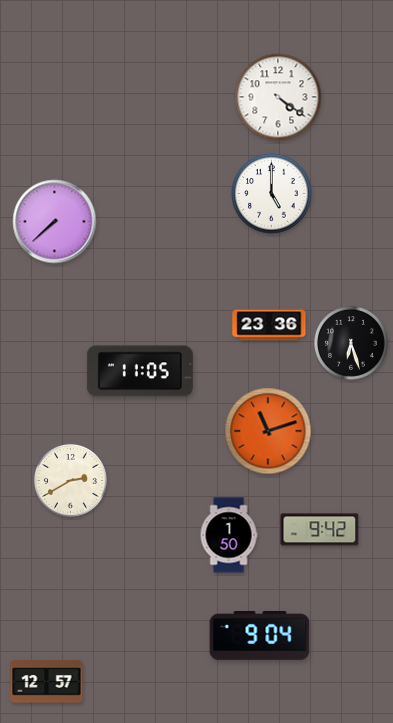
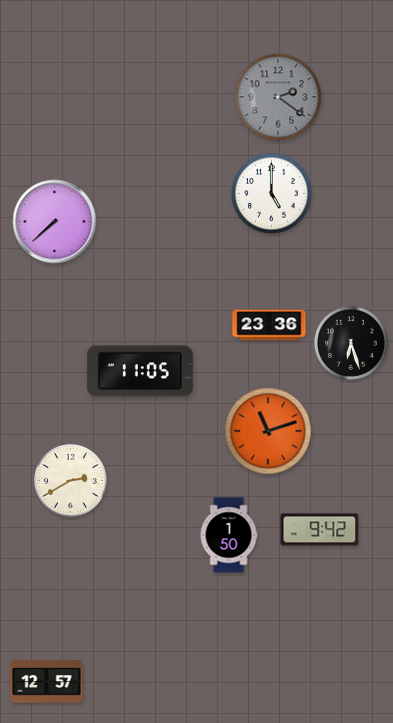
clock at (278, 97): 4:21 -> 2:21
clock at (278, 97) dial: white -> grey
clock at (260, 635): 9:04 -> none
